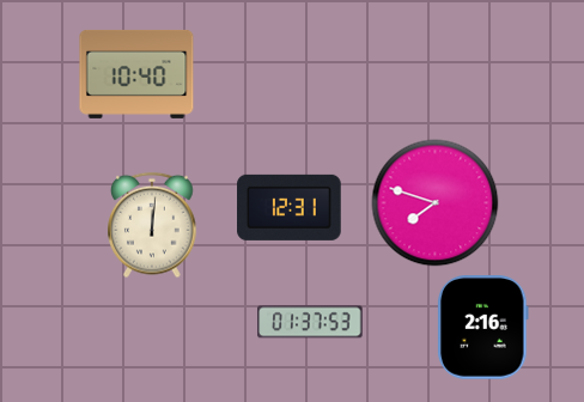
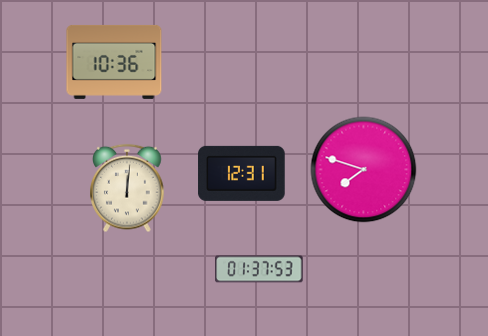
clock at (136, 74): 10:40 -> 10:36
clock at (483, 328): 2:16 -> none
